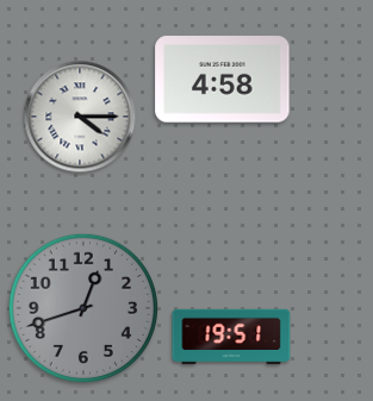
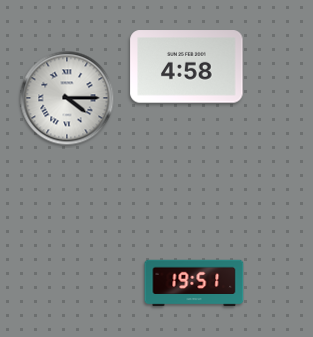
clock at (82, 307): 12:42 -> none
